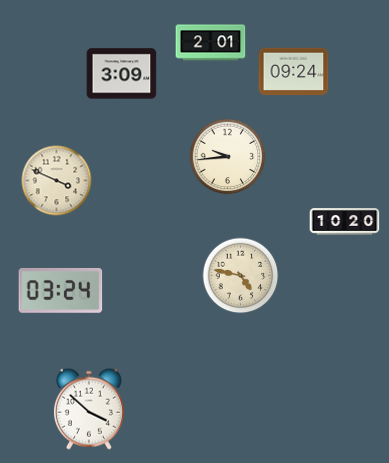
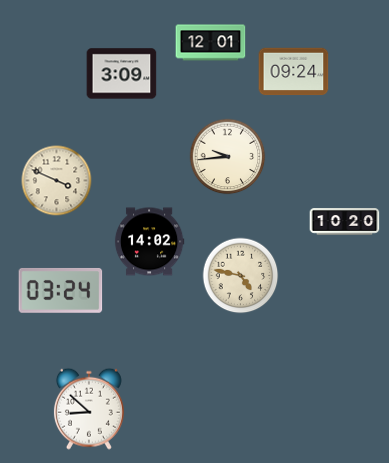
clock at (211, 43): 2:01 -> 12:01
clock at (149, 242): none -> 14:02
clock at (89, 409): 3:52 -> 8:52
